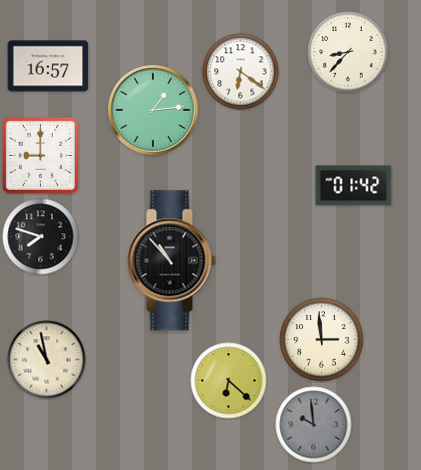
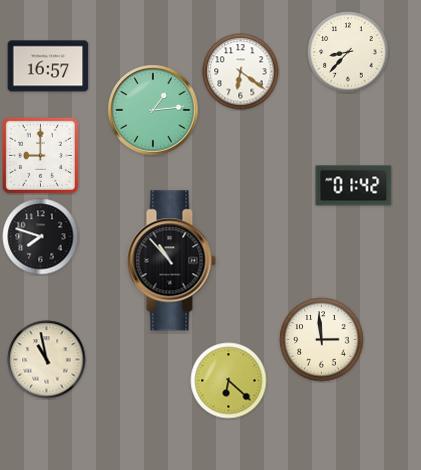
clock at (314, 425): 9:59 -> none
